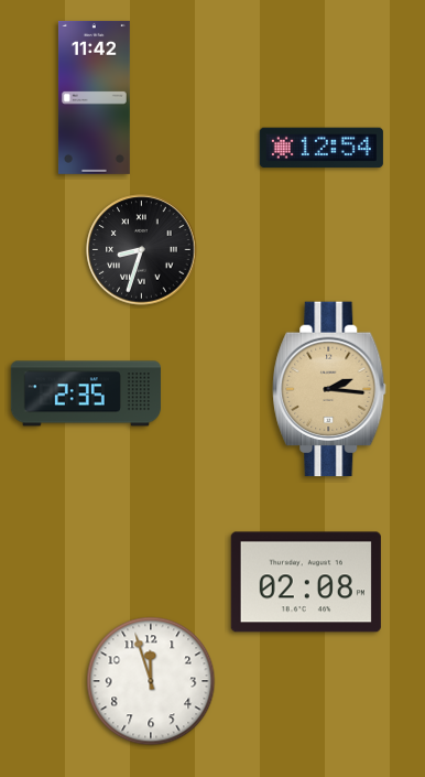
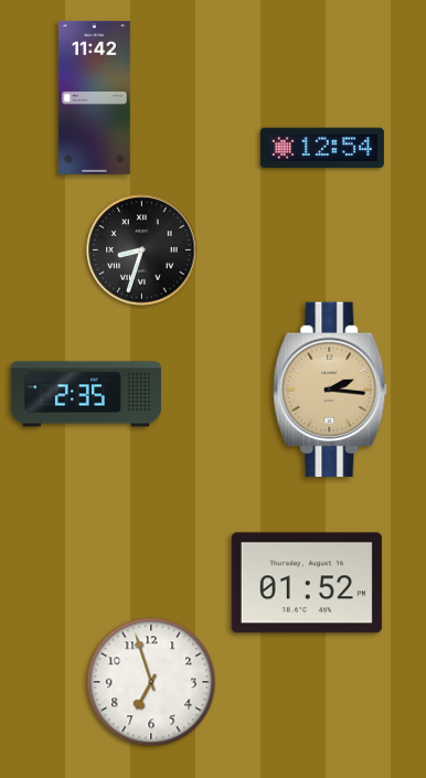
clock at (306, 582): 02:08 -> 01:52
clock at (151, 681): 11:57 -> 6:57
